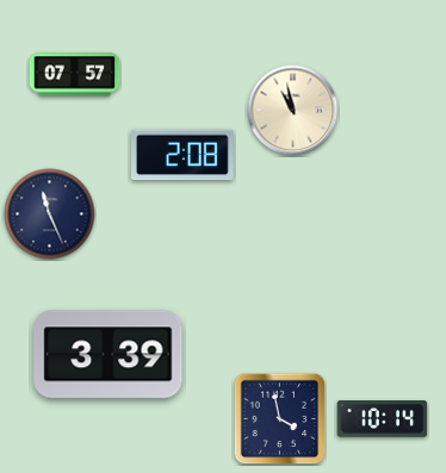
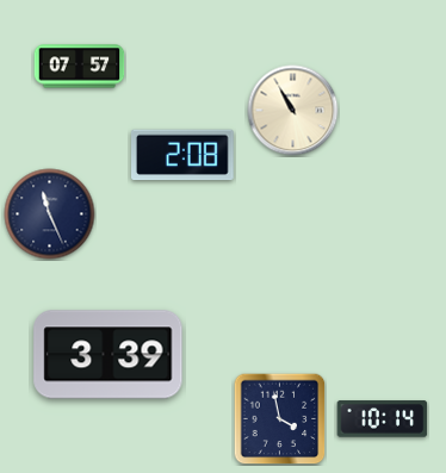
clock at (75, 75) position: (75, 75) -> (80, 67)
clock at (293, 111): 10:58 -> 10:55
